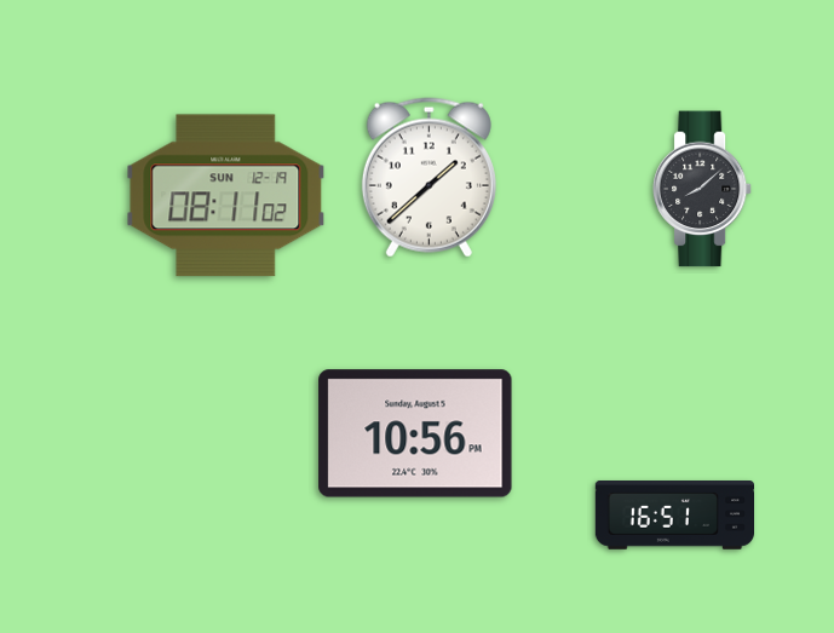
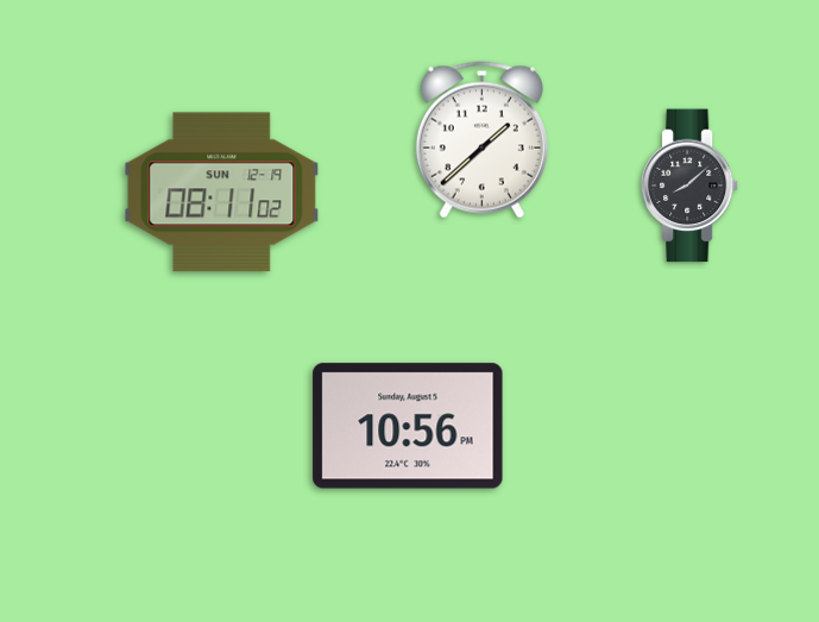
clock at (428, 178) position: (428, 178) -> (481, 140)
clock at (674, 516): 16:51 -> none
